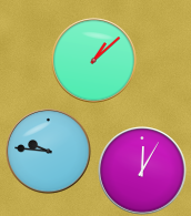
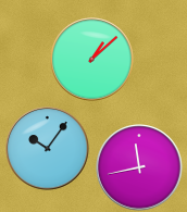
clock at (49, 152): 9:46 -> 10:06
clock at (142, 171): 12:05 -> 11:43
